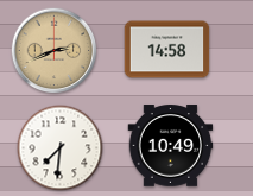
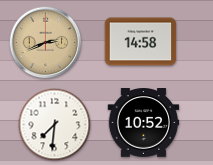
clock at (171, 146): 10:49 -> 10:52
clock at (61, 148) position: (61, 148) -> (55, 125)
